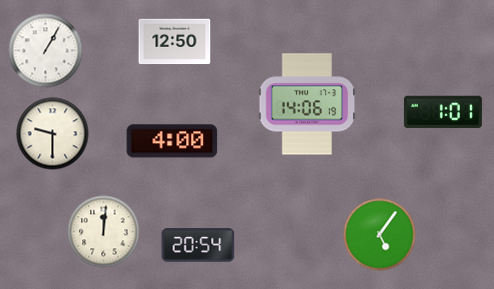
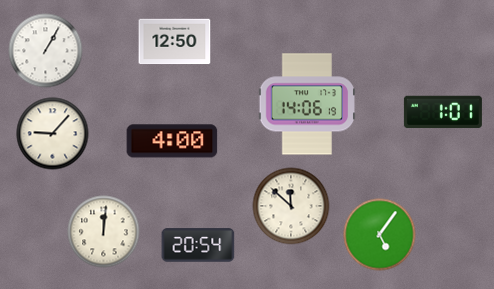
clock at (53, 134): 9:30 -> 9:07
clock at (291, 206): none -> 11:52
